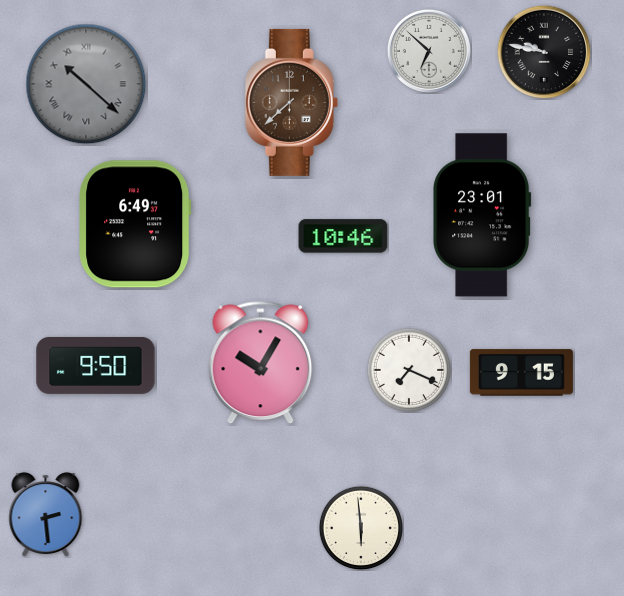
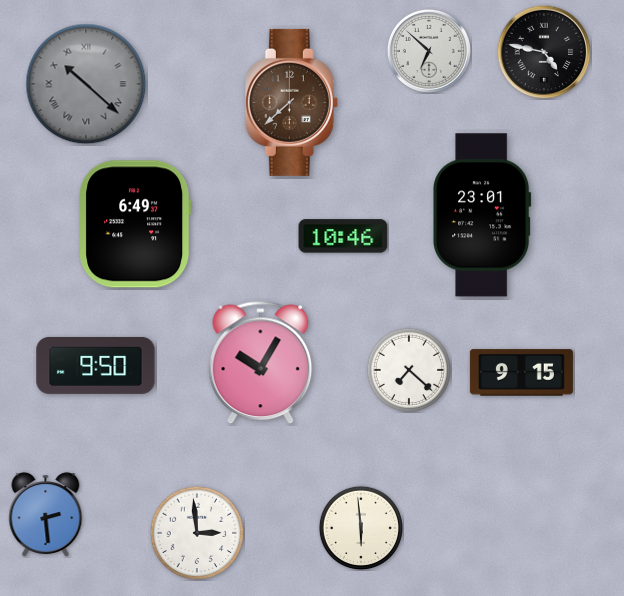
clock at (544, 52): 9:47 -> 4:47
clock at (408, 369): 7:19 -> 7:22
clock at (197, 533): none -> 2:59
